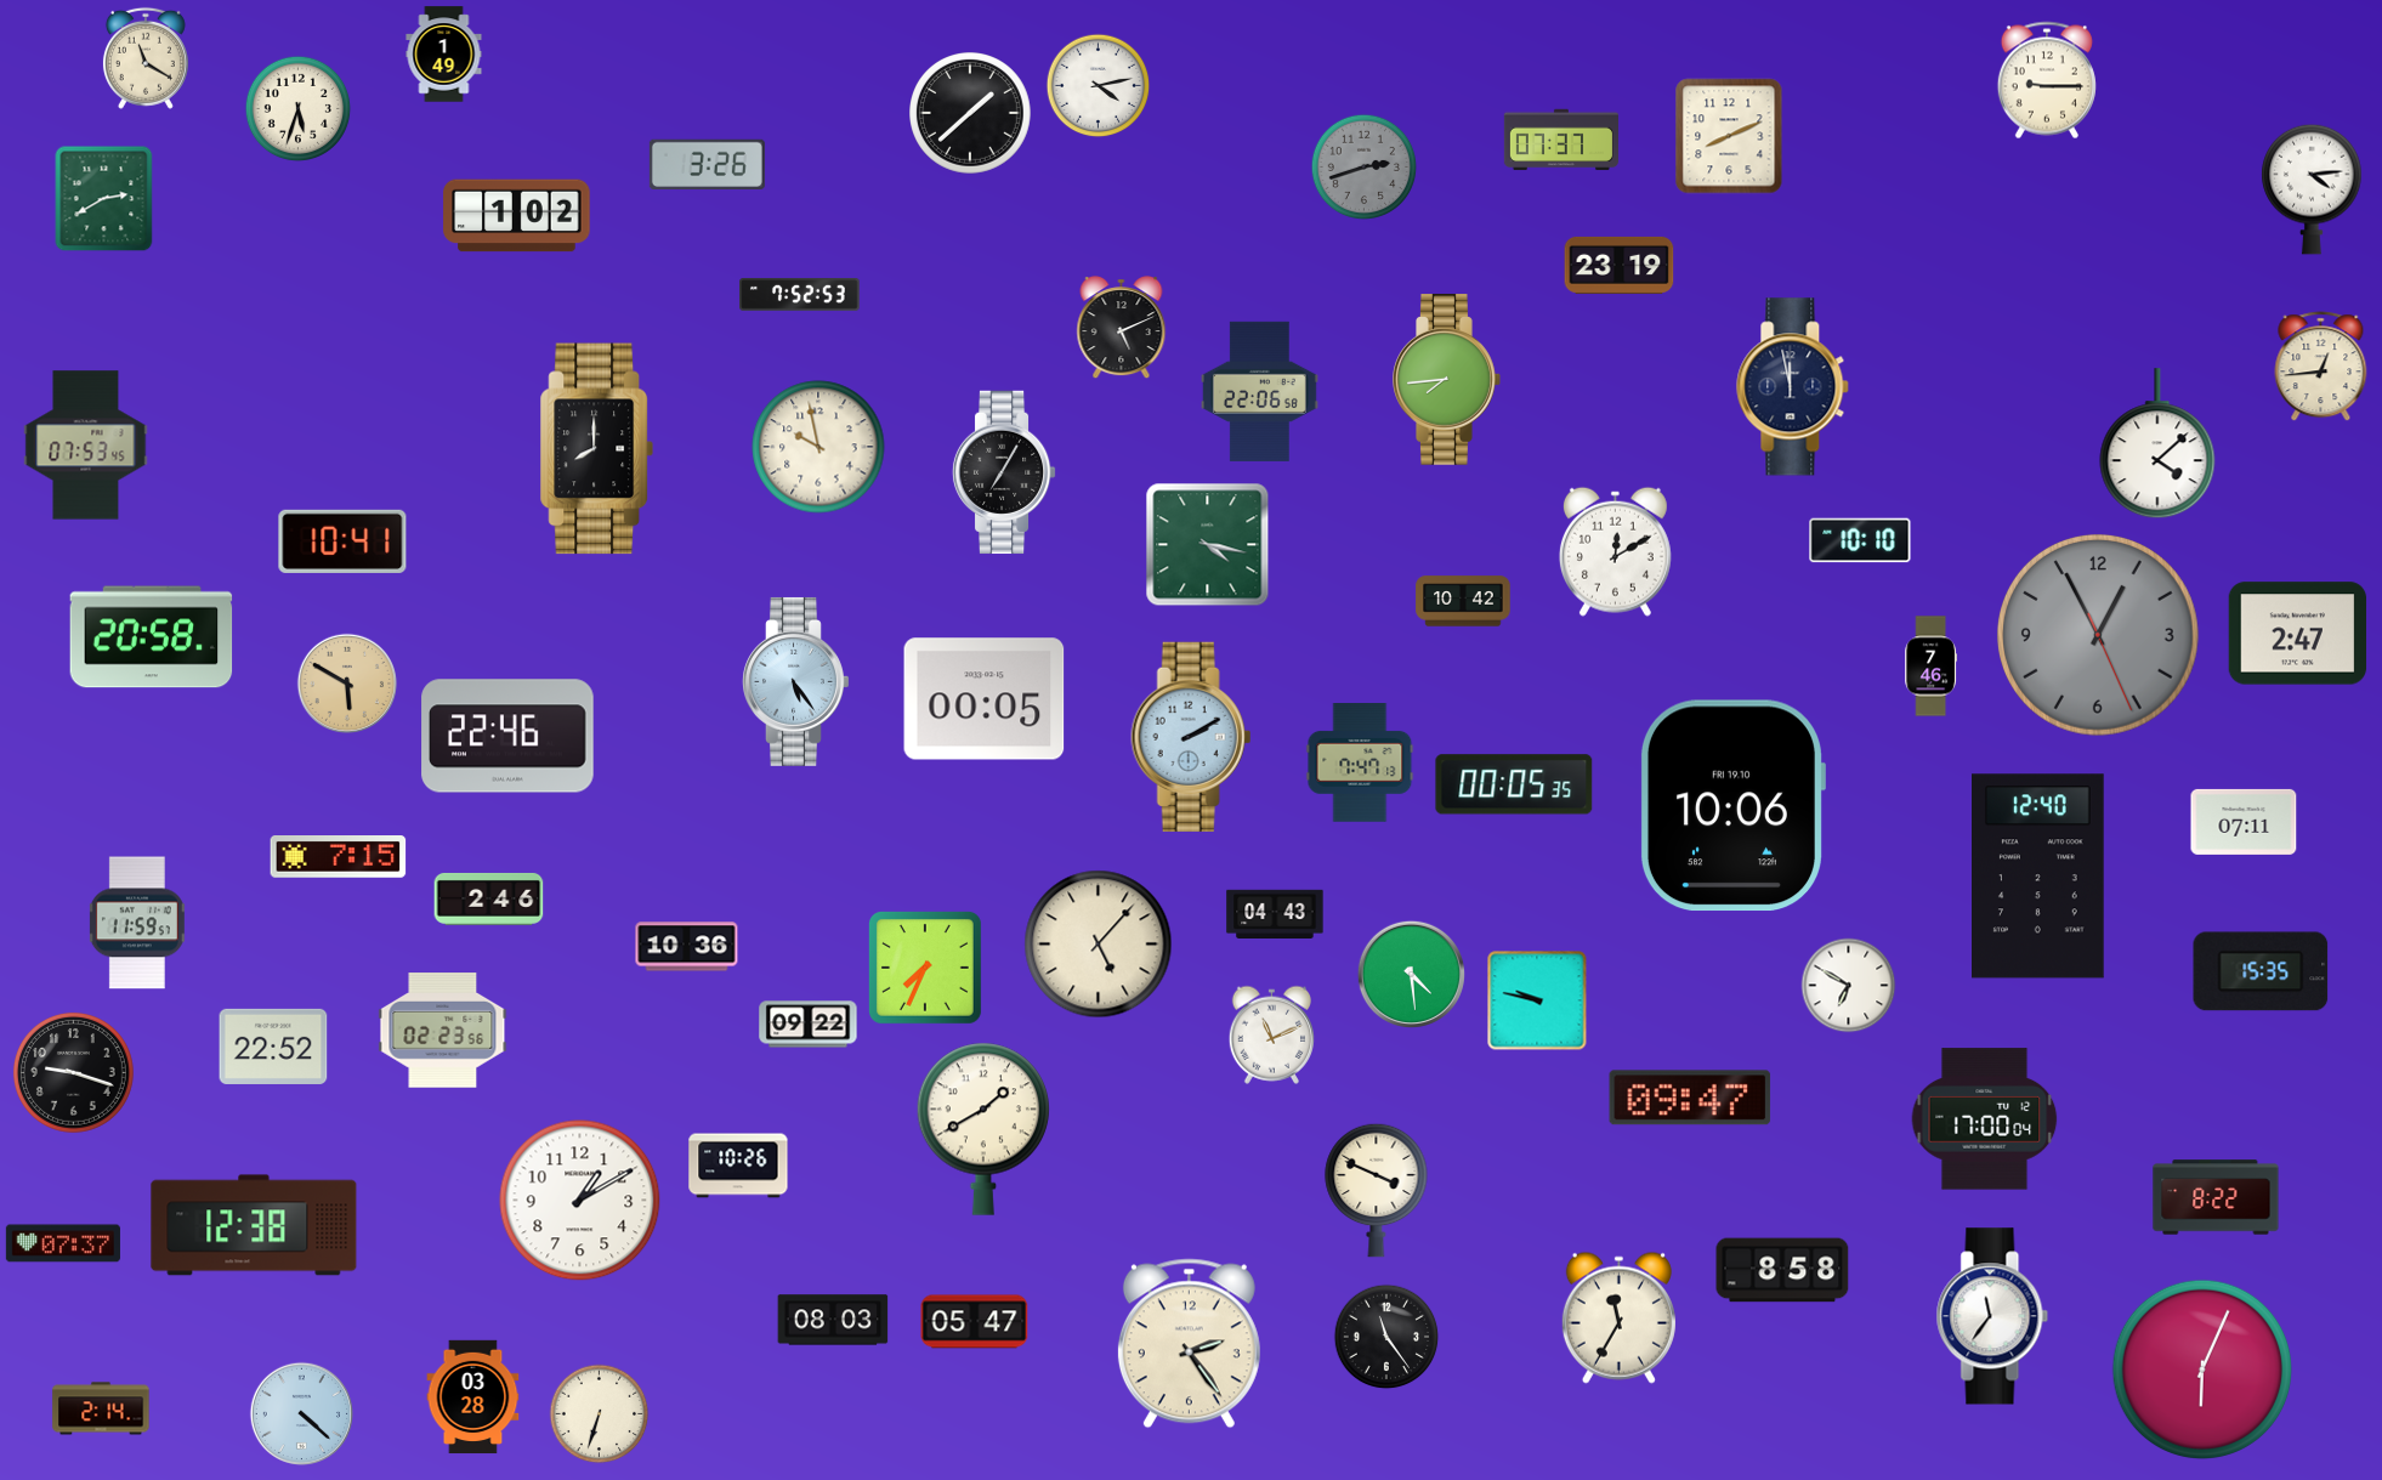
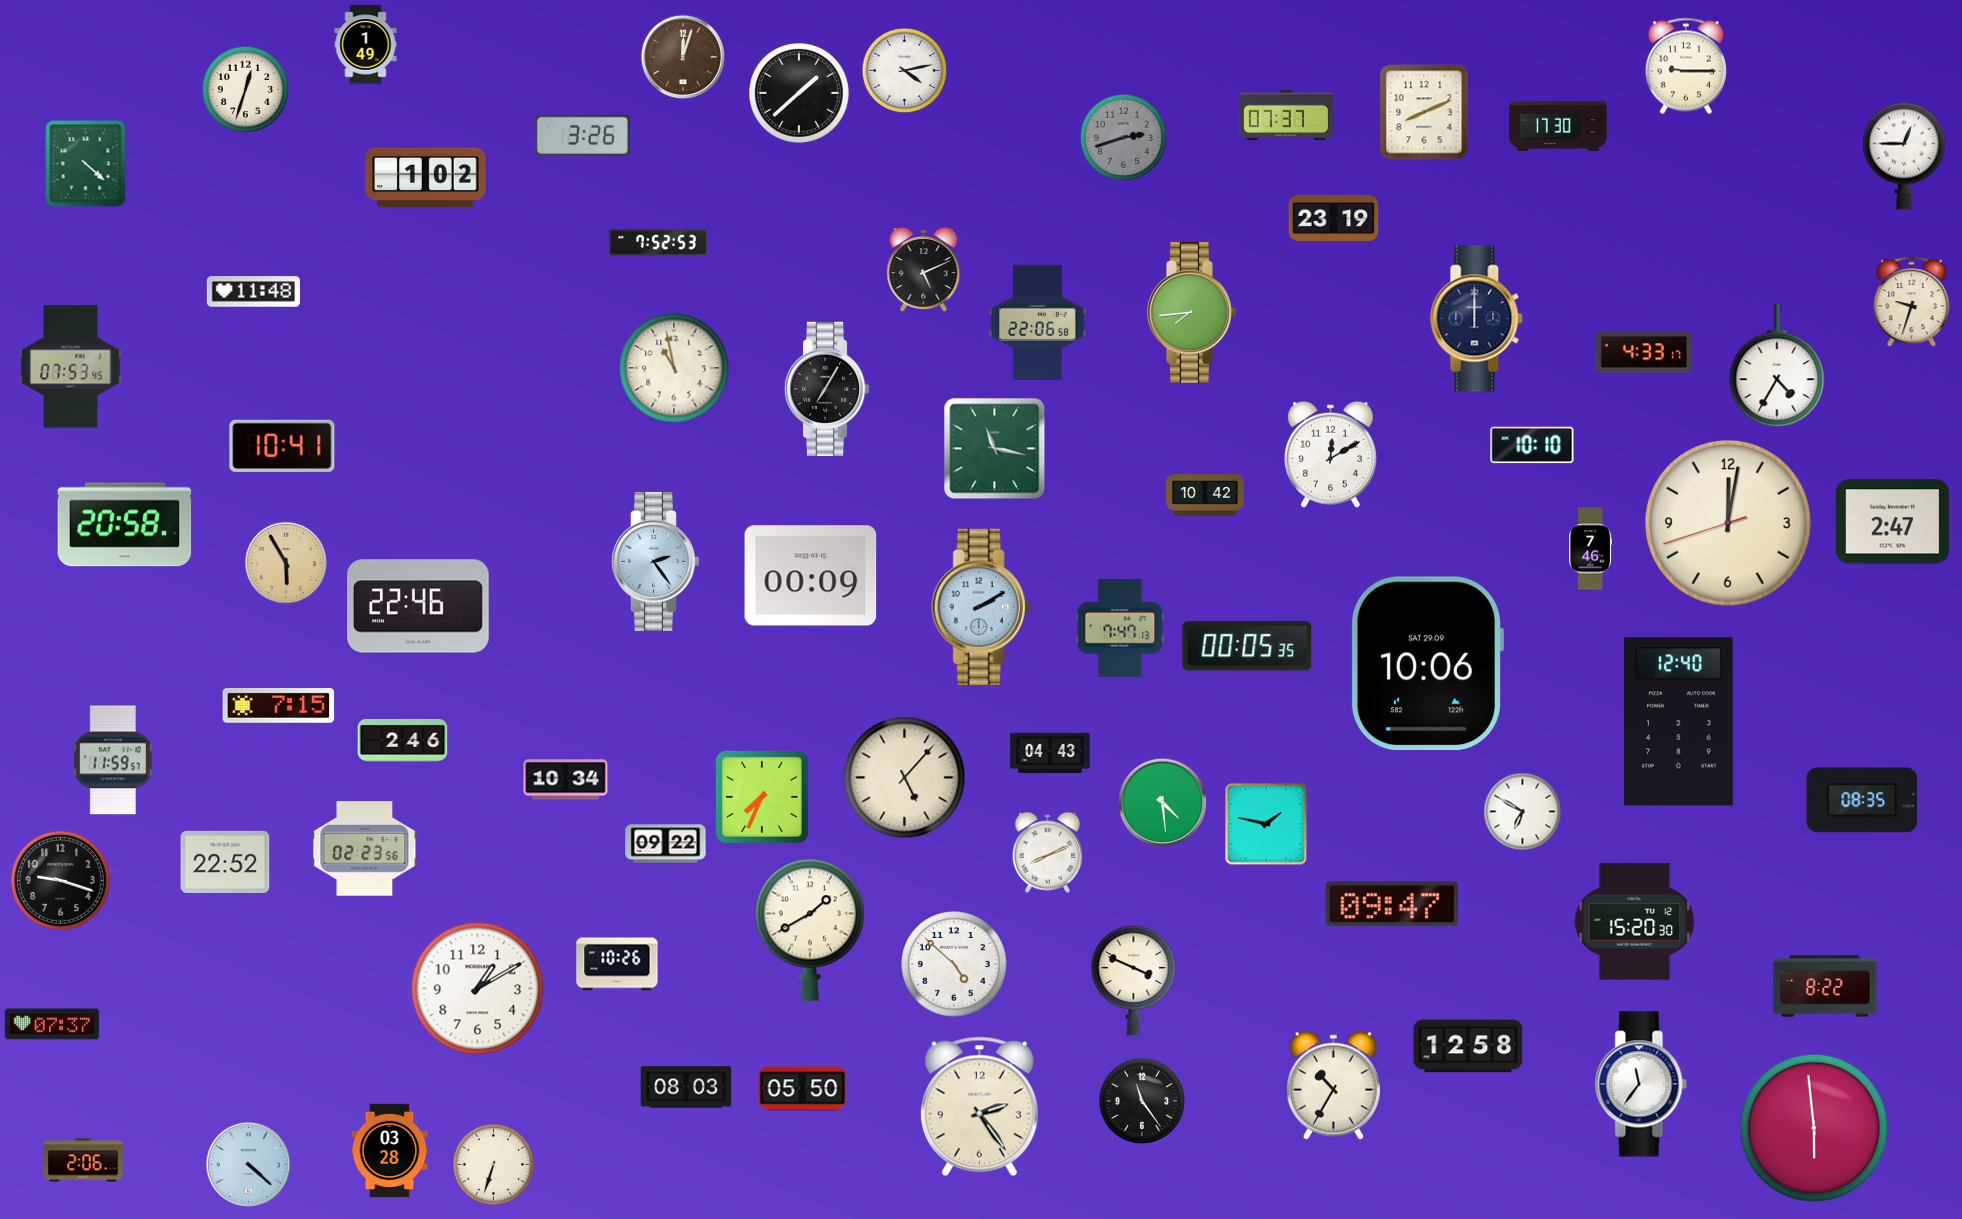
clock at (146, 58): 11:20 -> none
clock at (682, 56): none -> 12:03
clock at (299, 109): 5:33 -> 12:33
clock at (1558, 126): none -> 17:30
clock at (2312, 189): 4:14 -> 12:45
clock at (104, 199): 2:40 -> 4:22
clock at (253, 292): none -> 11:48
clock at (2321, 367): 12:44 -> 9:33
clock at (1793, 387): 11:58 -> 12:00
clock at (1644, 352): none -> 4:33
clock at (2157, 444): 4:08 -> 4:35
clock at (818, 447): 9:58 -> 10:58
clock at (596, 449): 8:00 -> none
clock at (1208, 545): 4:17 -> 11:17
clock at (2098, 635): 12:55 -> 12:01
clock at (2098, 635) dial: grey -> cream
clock at (796, 681): 5:24 -> 2:24
clock at (346, 682): 5:50 -> 5:55
clock at (985, 699): 00:05 -> 00:09
clock at (1732, 806) date: FRI 19.10 -> SAT 29.09
clock at (2244, 822): 07:11 -> none
clock at (687, 947): 10:36 -> 10:34
clock at (2261, 971): 15:35 -> 08:35
clock at (1537, 1000): 9:47 -> 1:47
clock at (1271, 1034): 11:11 -> 8:11
clock at (73, 1072) position: (73, 1072) -> (60, 880)
clock at (1985, 1119): 17:00 -> 15:20
clock at (738, 1166) position: (738, 1166) -> (617, 964)
clock at (954, 964): none -> 4:52
clock at (254, 1225): 12:38 -> none
clock at (1782, 1270): 8:58 -> 12:58
clock at (1618, 1317): 11:35 -> 10:35
clock at (975, 1322): 05:47 -> 05:50
clock at (2202, 1370): 6:04 -> 5:59
clock at (101, 1408): 2:14 -> 2:06
